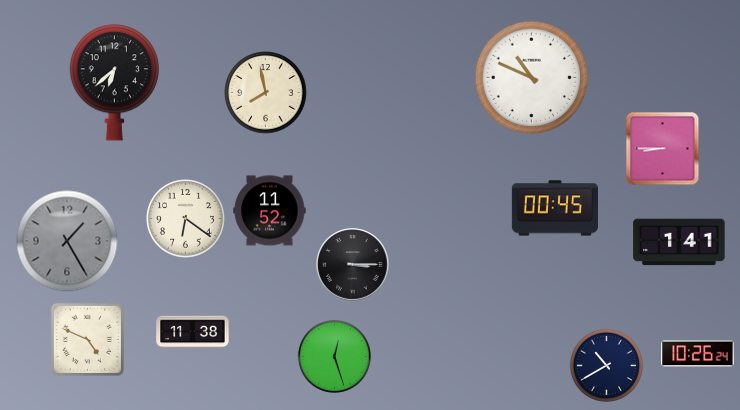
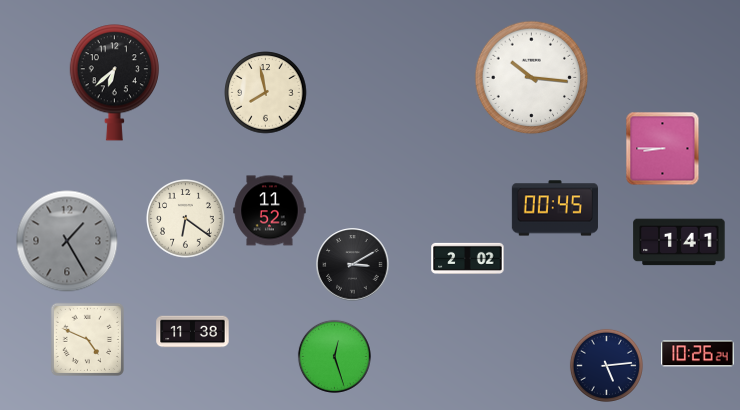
clock at (532, 78): 10:49 -> 10:16
clock at (468, 258): none -> 2:02
clock at (353, 265): 3:15 -> 3:10
clock at (606, 365): 10:40 -> 5:14
